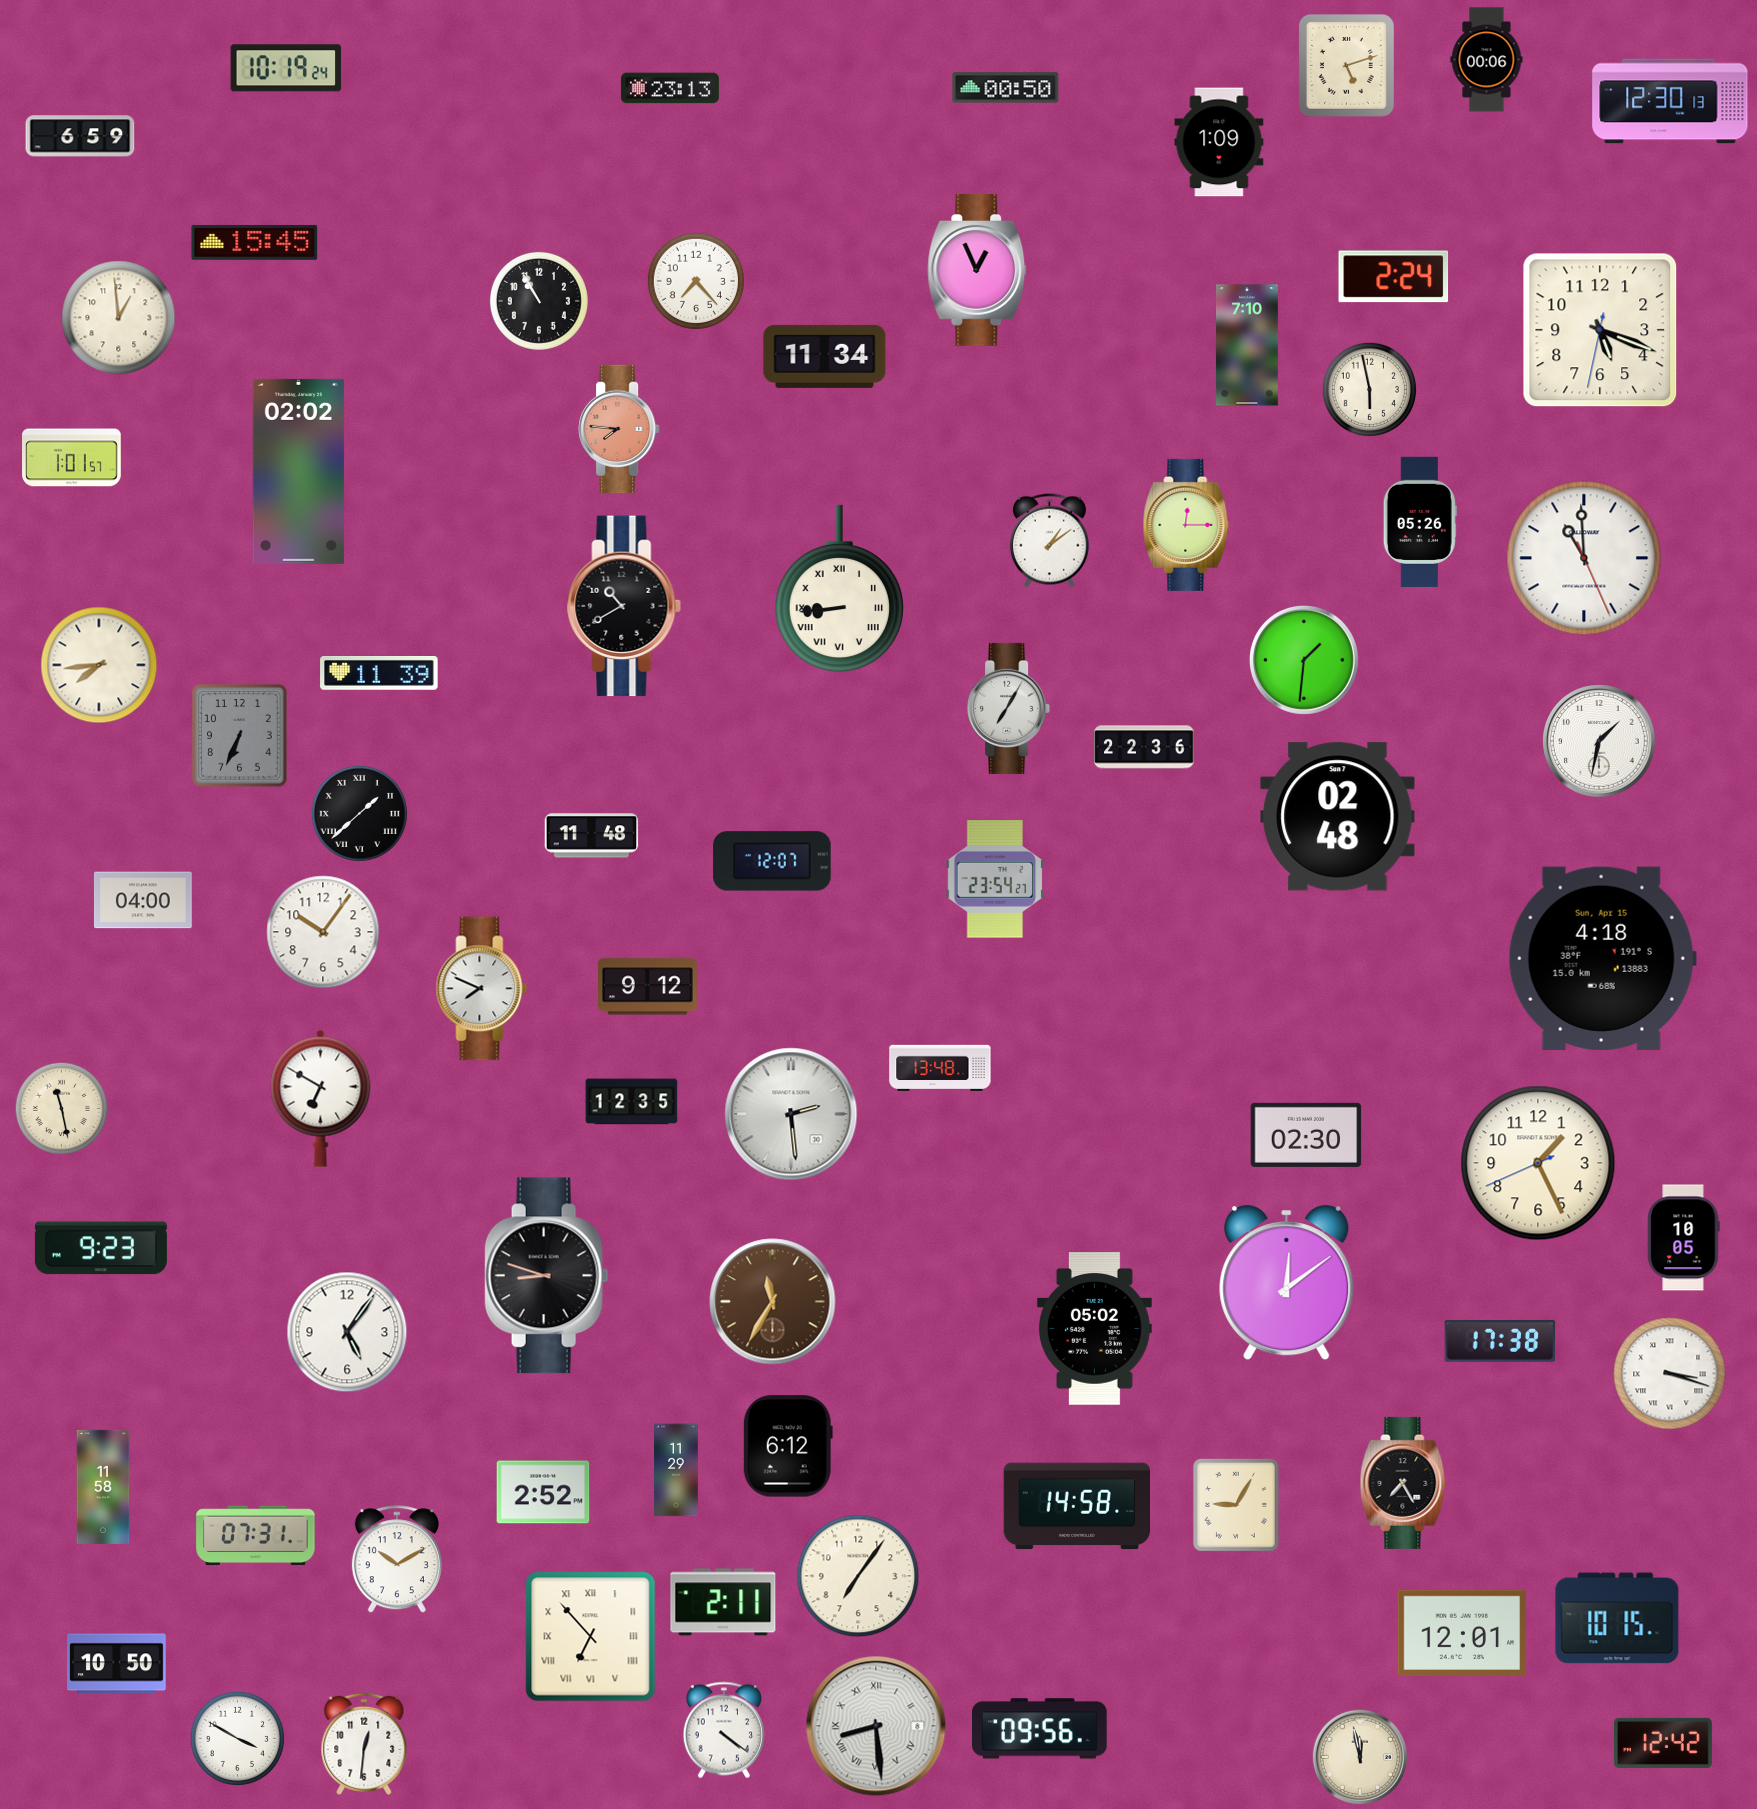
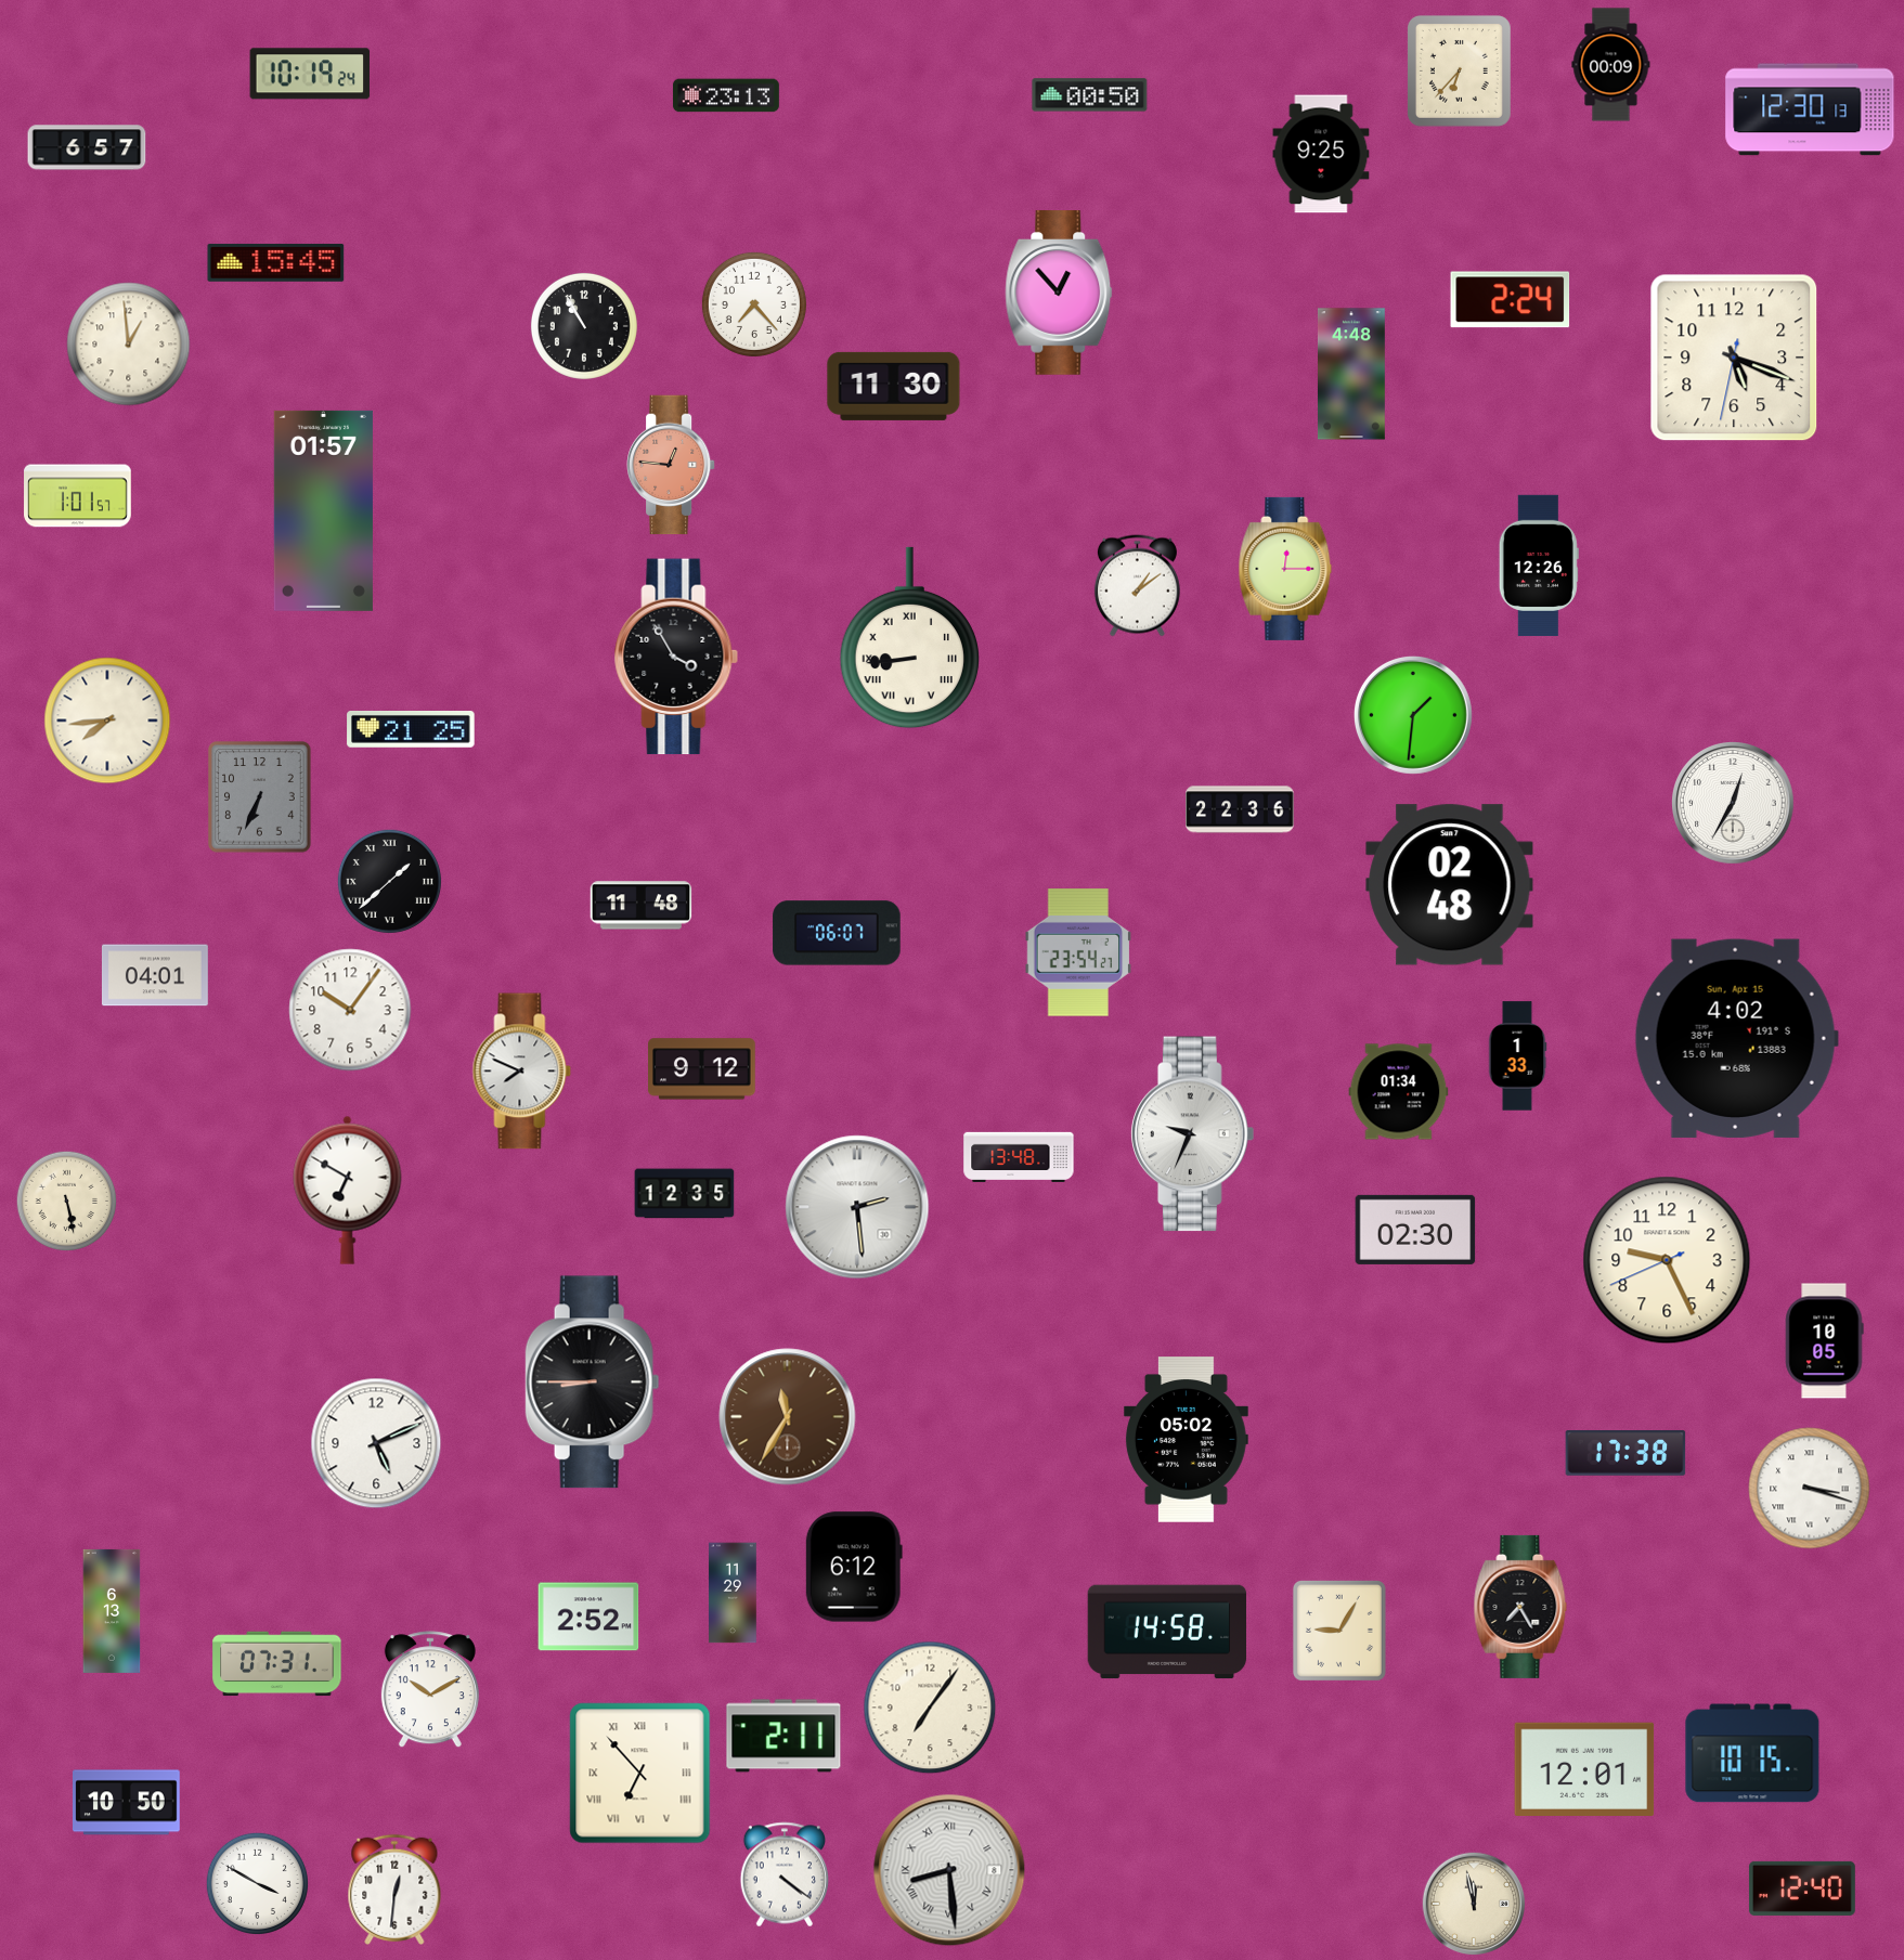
clock at (1487, 60): 00:06 -> 00:09
clock at (1346, 65): 5:12 -> 6:37
clock at (80, 136): 6:59 -> 6:57
clock at (1219, 142): 1:09 -> 9:25
clock at (977, 271): 12:56 -> 12:53
clock at (1247, 345): 7:10 -> 4:48
clock at (825, 356): 11:34 -> 11:30
clock at (1369, 389): 5:58 -> none
clock at (620, 429): 7:46 -> 12:46
clock at (298, 471): 02:02 -> 01:57
clock at (1420, 522): 05:26 -> 12:26
clock at (1584, 558): 10:59 -> none
clock at (624, 606): 10:40 -> 3:55
clock at (379, 674): 11:39 -> 21:25
clock at (1009, 708): 7:05 -> none
clock at (1600, 742): 1:32 -> 12:35
clock at (772, 861): 12:07 -> 06:07
clock at (143, 900): 04:00 -> 04:01
clock at (1602, 958): 4:18 -> 4:02
clock at (1517, 1056): none -> 1:33
clock at (1399, 1092): none -> 01:34
clock at (1193, 1134): none -> 9:34
clock at (62, 1109): 11:28 -> 5:28
clock at (1538, 1163): 1:25 -> 9:25
clock at (101, 1248): 9:23 -> none
clock at (547, 1276): 8:48 -> 8:45
clock at (1287, 1283): 12:09 -> none
clock at (773, 1302) position: (773, 1302) -> (788, 1417)
clock at (347, 1332): 5:06 -> 5:11
clock at (103, 1487): 11:58 -> 6:13
clock at (1040, 1729): 09:56 -> none
clock at (1663, 1743): 12:42 -> 12:40
